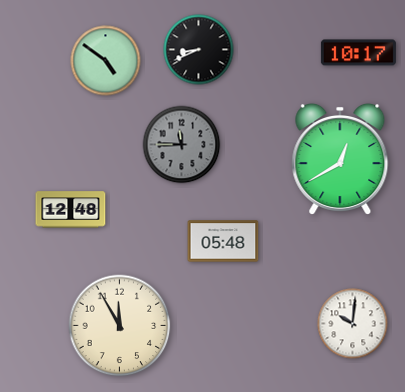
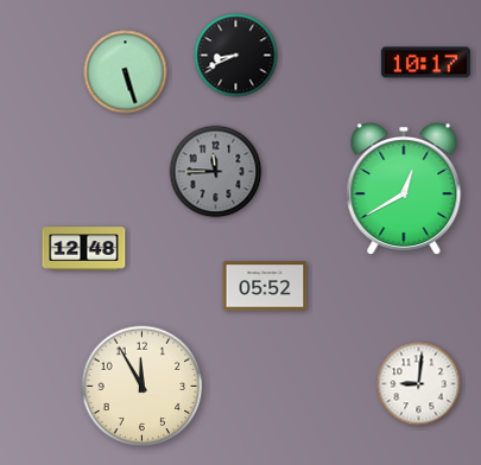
clock at (199, 50) position: (199, 50) -> (236, 56)
clock at (106, 61): 4:51 -> 5:27
clock at (223, 241): 05:48 -> 05:52
clock at (353, 324): 10:01 -> 9:01
